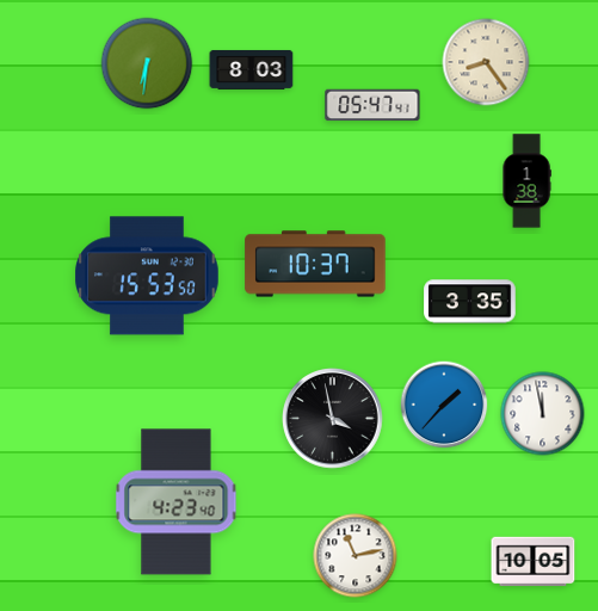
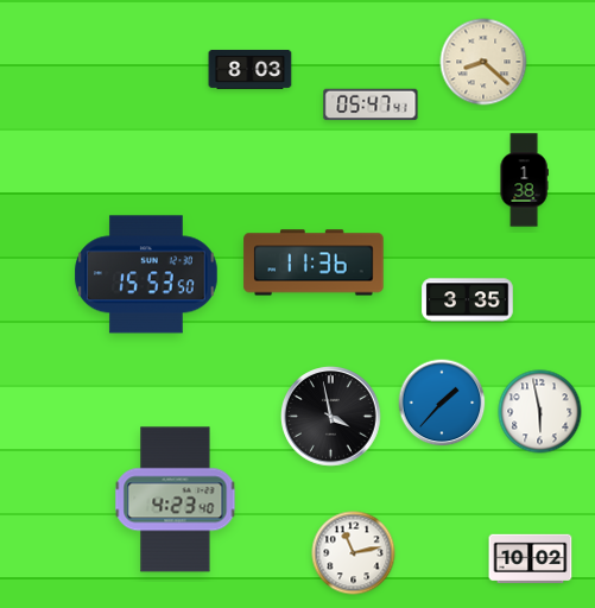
clock at (486, 62): 8:24 -> 8:22
clock at (147, 63): 6:31 -> none
clock at (315, 264): 10:37 -> 11:36
clock at (543, 414): 11:58 -> 5:58
clock at (534, 562): 10:05 -> 10:02
